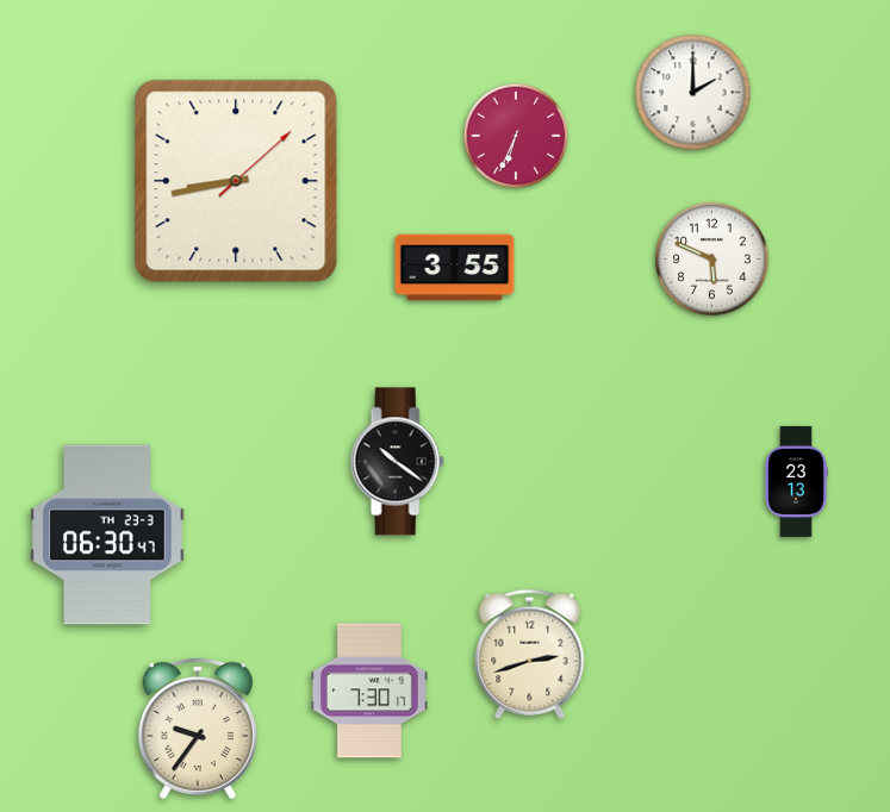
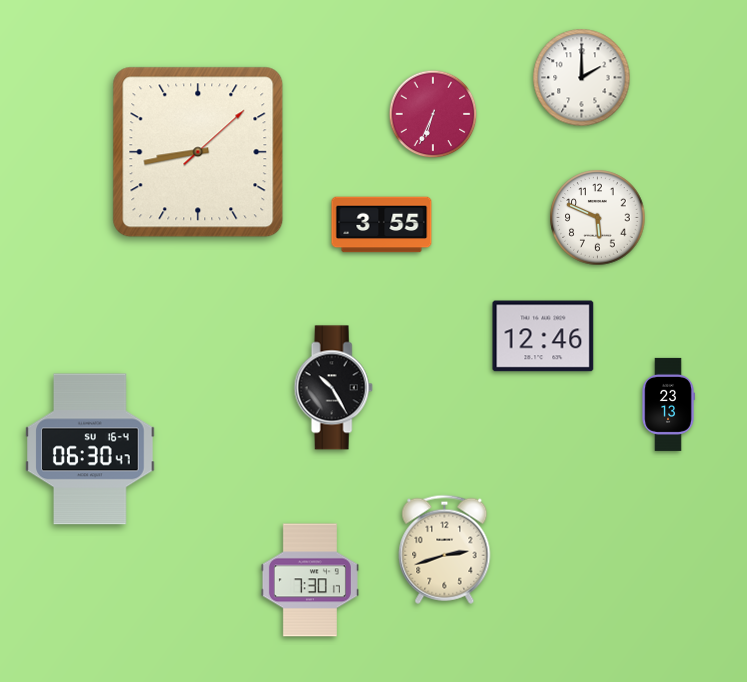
clock at (543, 336): none -> 12:46
clock at (397, 462): 10:21 -> 10:25
clock at (107, 535) date: TH 23-3 -> SU 16-4
clock at (198, 729): 9:36 -> none
